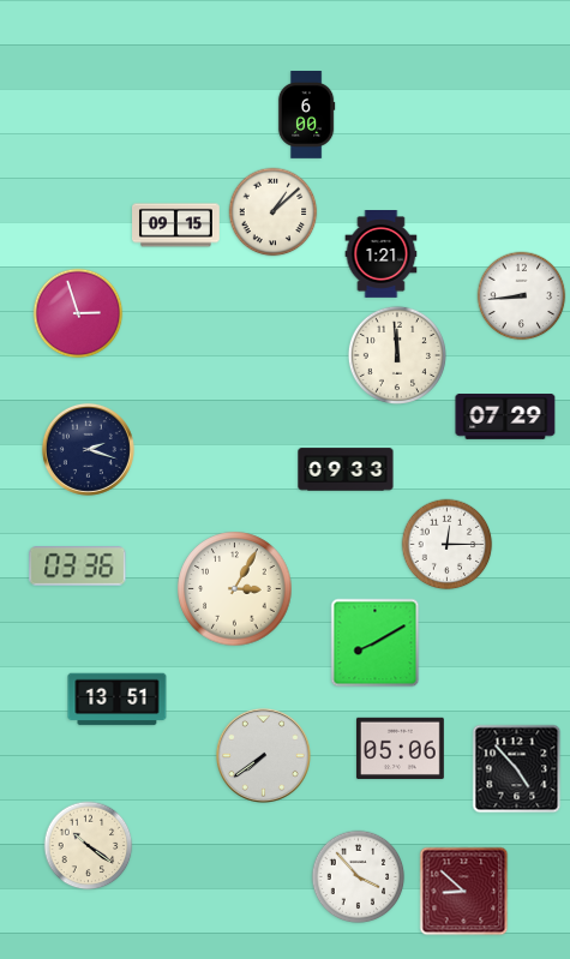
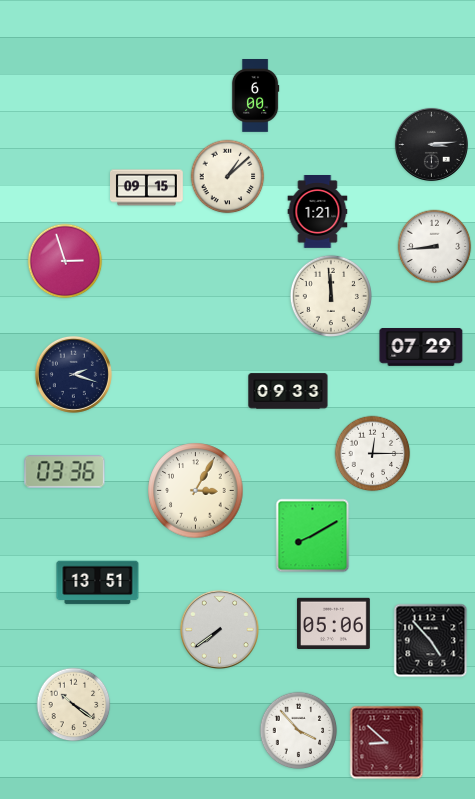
clock at (431, 144): none -> 3:14
